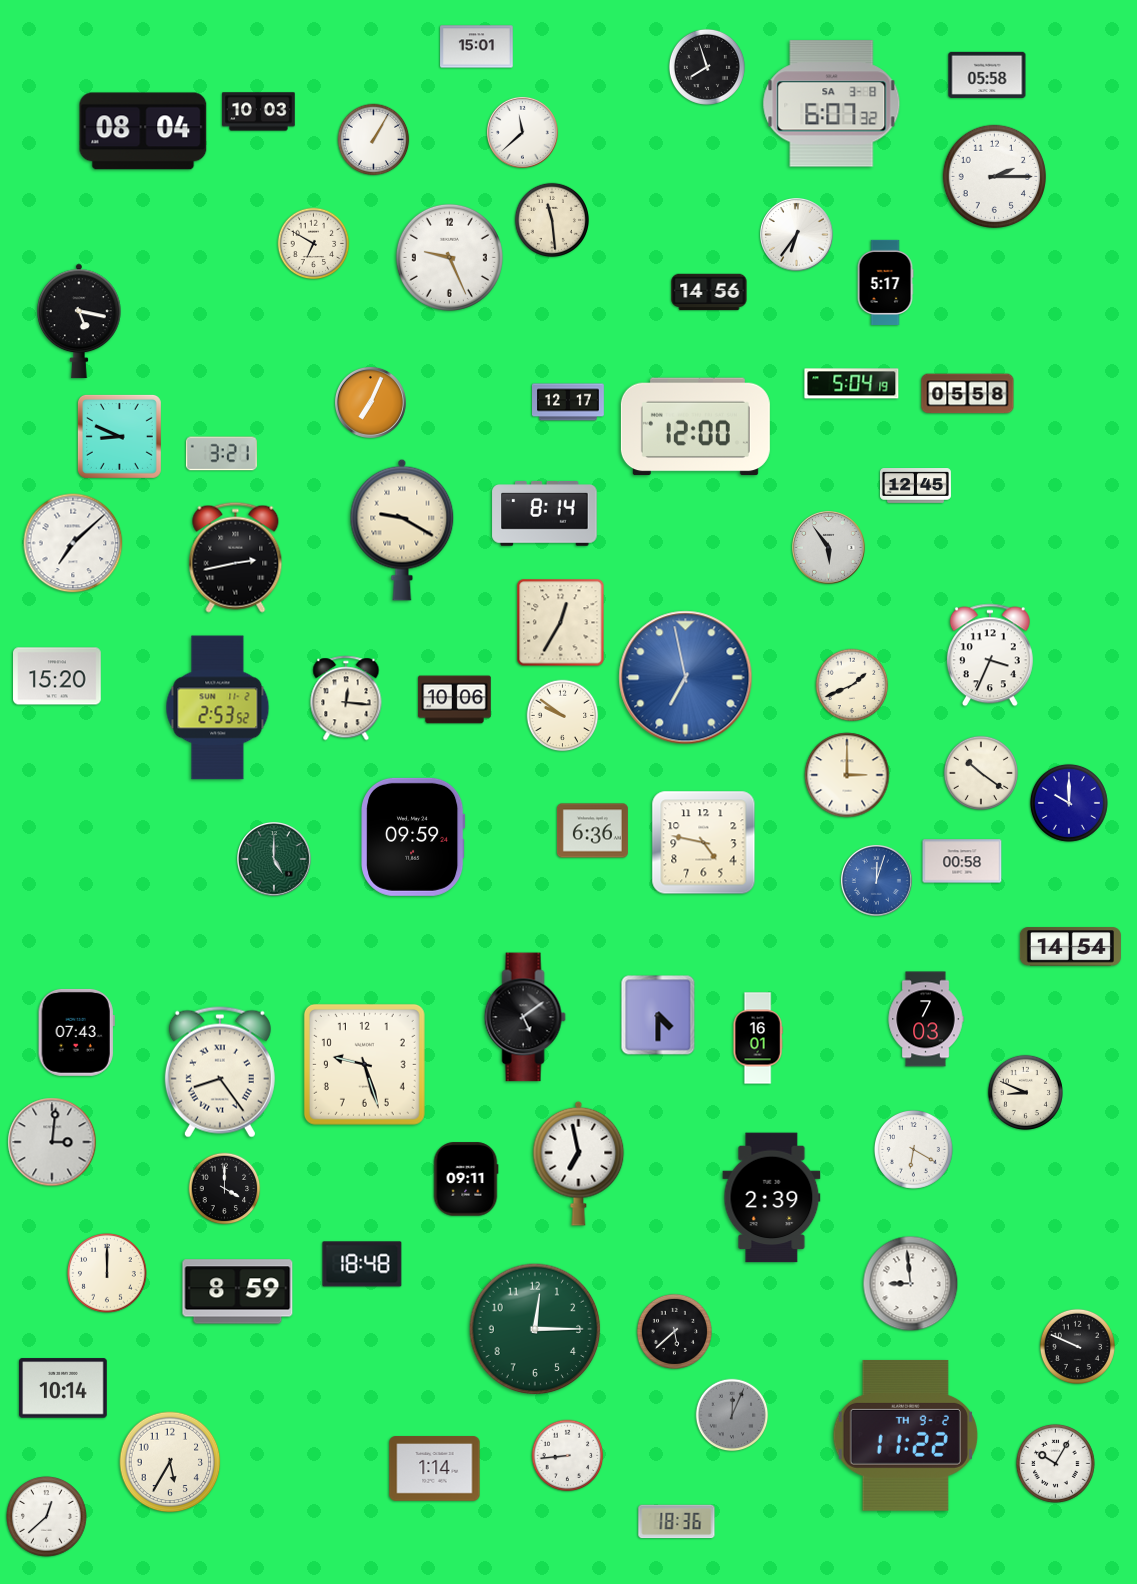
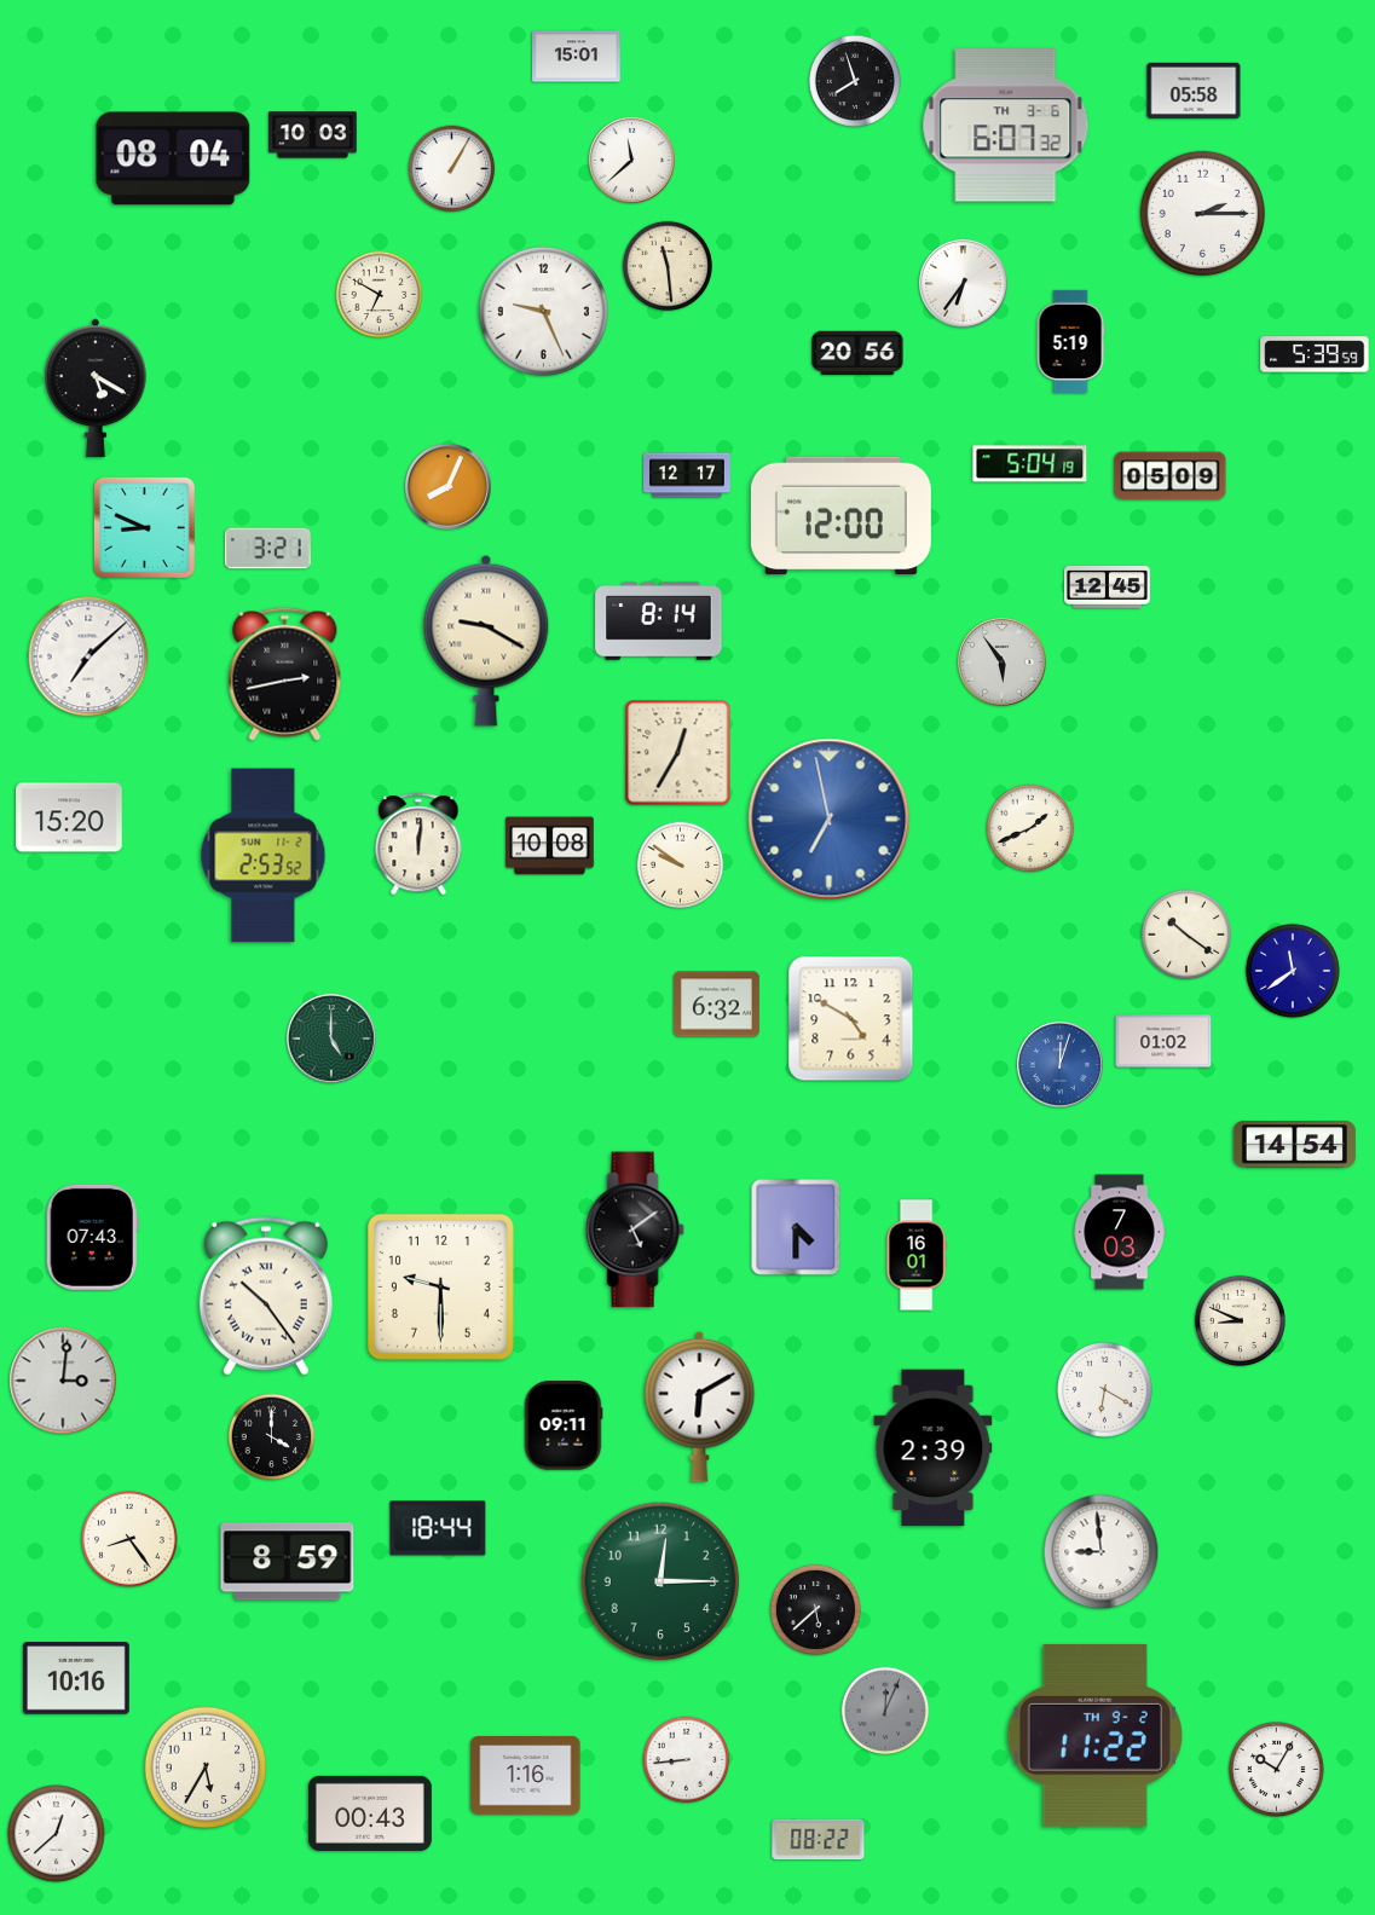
clock at (832, 104) date: SA 3-8 -> TH 3-6
clock at (885, 282): 5:17 -> 5:19
clock at (709, 292): 14:56 -> 20:56
clock at (1315, 354): none -> 5:39
clock at (80, 321): 5:17 -> 5:20
clock at (968, 394): 05:58 -> 05:09
clock at (370, 402): 7:04 -> 8:04
clock at (569, 402) position: (569, 402) -> (688, 475)
clock at (990, 655): 3:34 -> none
clock at (346, 698): 12:16 -> 12:01
clock at (455, 700): 10:06 -> 10:08
clock at (847, 775): 3:00 -> none
clock at (1069, 803): 10:00 -> 11:39
clock at (592, 831): 6:36 -> 6:32
clock at (413, 837): 09:59 -> none
clock at (704, 843): 4:47 -> 4:50
clock at (962, 861): 00:58 -> 01:02
clock at (76, 1032) position: (76, 1032) -> (92, 1237)
clock at (364, 1064): 9:27 -> 9:30
clock at (220, 1072): 8:24 -> 10:24
clock at (579, 1163): 6:58 -> 6:10
clock at (362, 1264): 18:48 -> 18:44
clock at (108, 1274): 12:00 -> 8:24
clock at (535, 1329) position: (535, 1329) -> (660, 1581)
clock at (1077, 1346): 9:49 -> none
clock at (64, 1388): 10:14 -> 10:16
clock at (435, 1469): 1:14 -> 1:16
clock at (370, 1813): none -> 00:43
clock at (677, 1522): 18:36 -> 08:22
